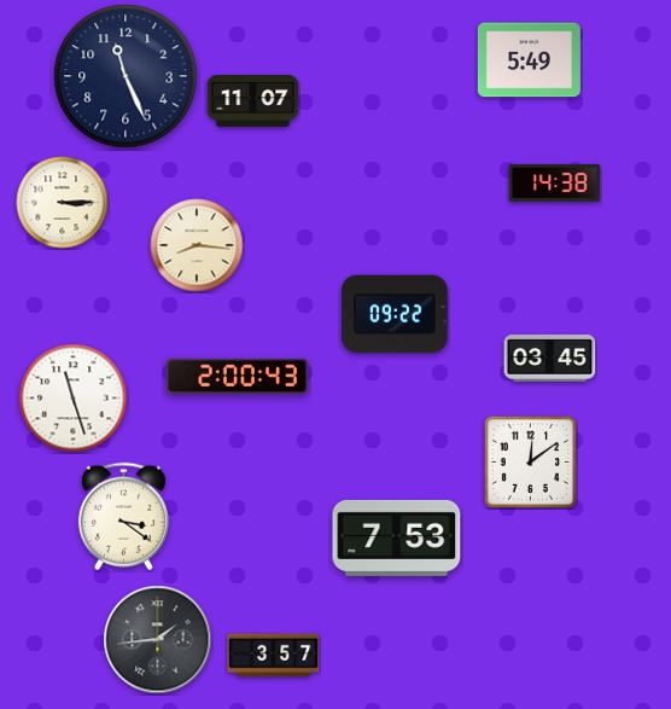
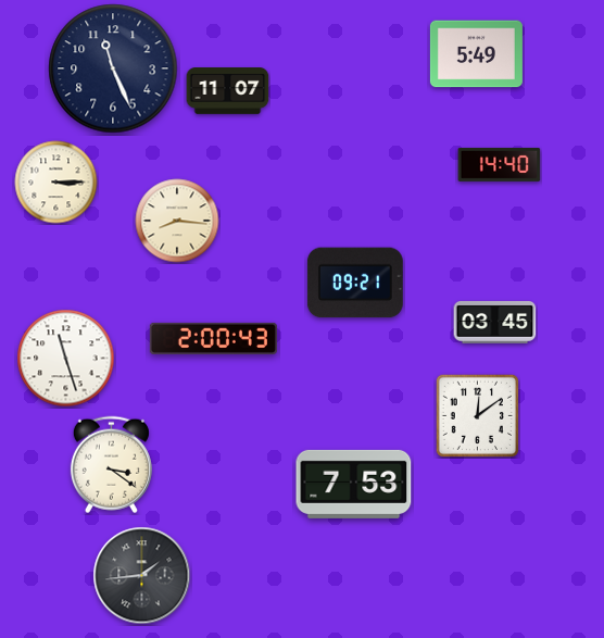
clock at (555, 182): 14:38 -> 14:40
clock at (395, 314): 09:22 -> 09:21
clock at (397, 537) position: (397, 537) -> (354, 484)
clock at (274, 656): 3:57 -> none
